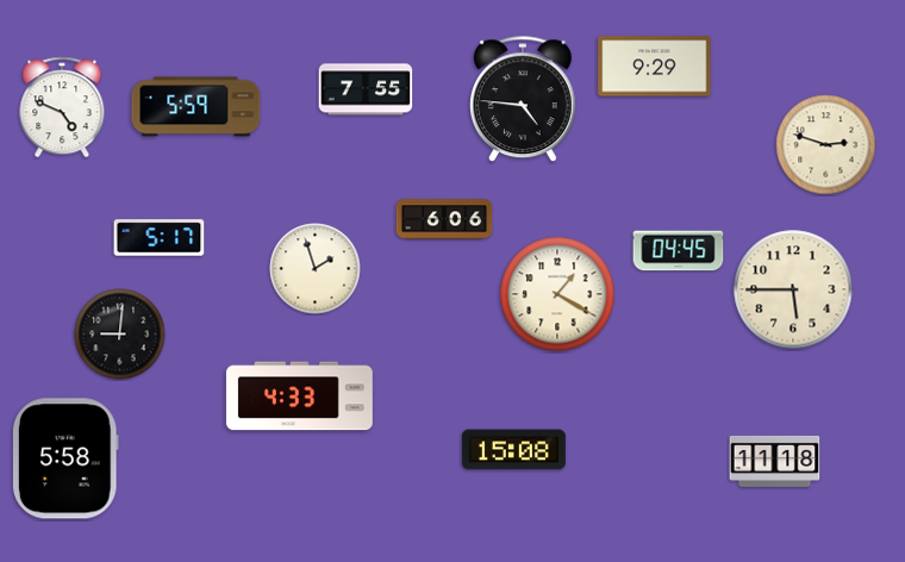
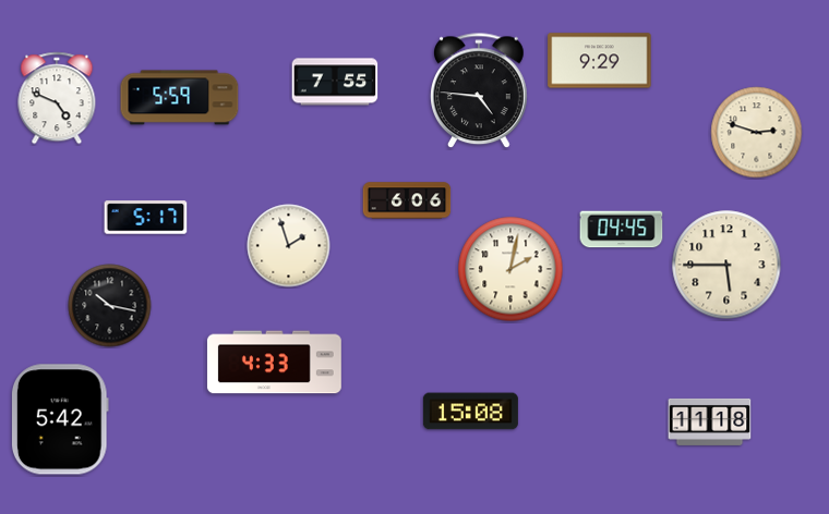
clock at (557, 294): 1:20 -> 2:02
clock at (120, 335): 9:01 -> 10:17
clock at (65, 458): 5:58 -> 5:42
